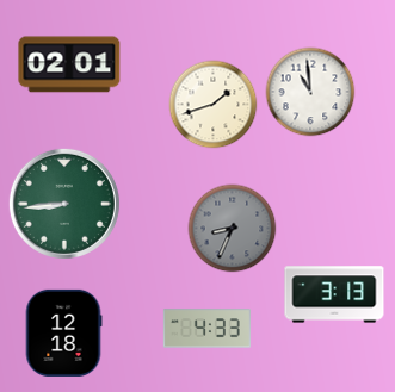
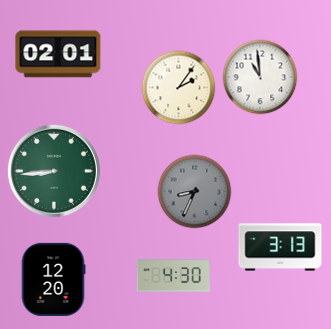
clock at (214, 105): 1:42 -> 2:06
clock at (206, 329): 4:33 -> 4:30
clock at (63, 332): 12:18 -> 12:20
